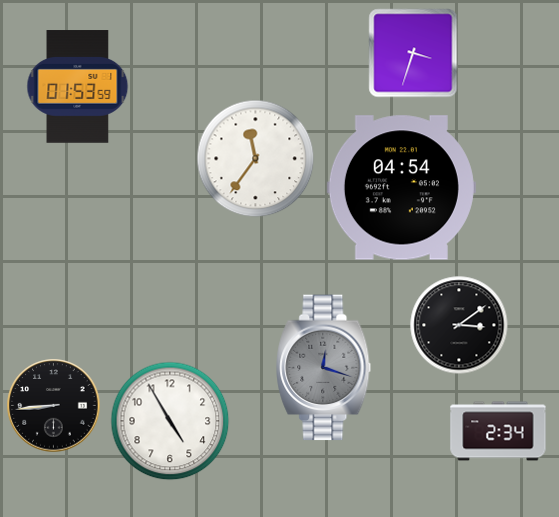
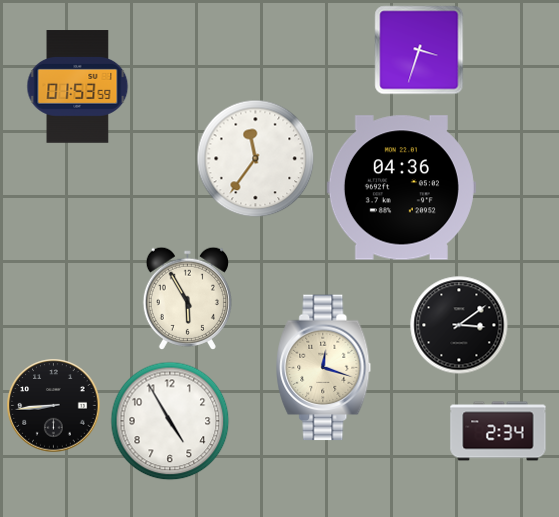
clock at (413, 53) position: (413, 53) -> (419, 50)
clock at (401, 188): 04:54 -> 04:36
clock at (187, 298): none -> 5:55
clock at (324, 368) dial: grey -> cream
